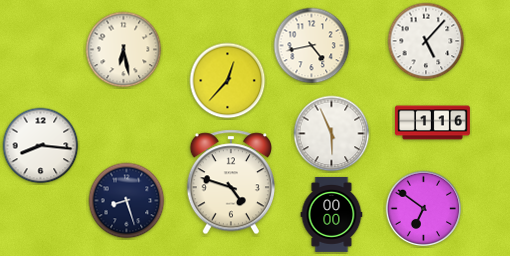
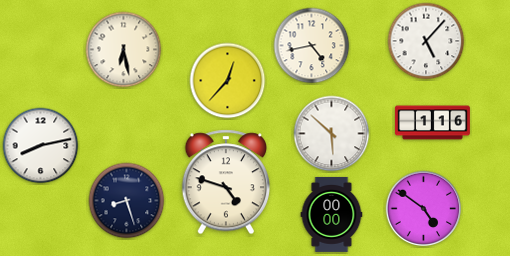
clock at (332, 134): 5:56 -> 5:52
clock at (41, 146): 8:16 -> 8:13
clock at (230, 182) position: (230, 182) -> (225, 182)
clock at (424, 209): 6:51 -> 4:51
